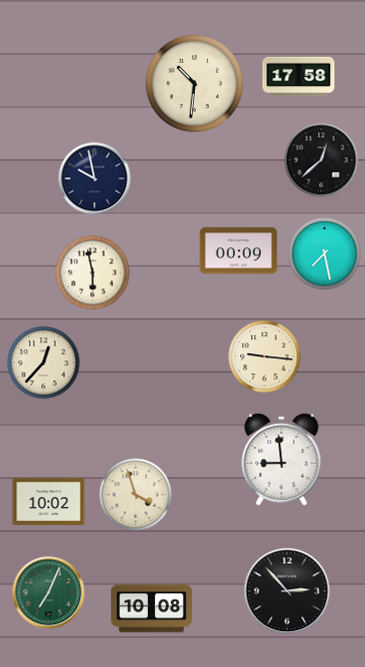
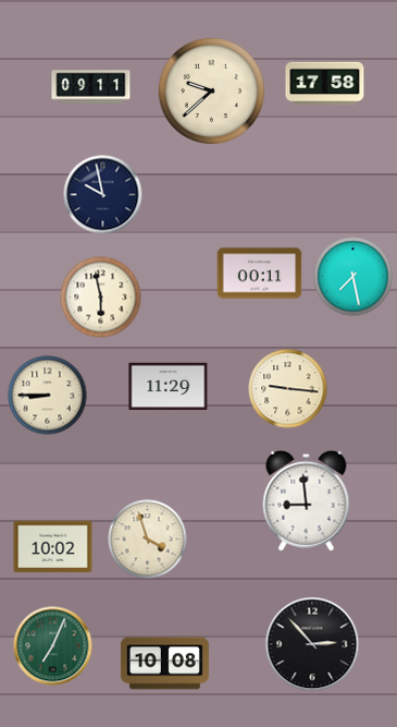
clock at (91, 87): none -> 09:11
clock at (194, 83): 10:31 -> 9:38
clock at (321, 160): 12:38 -> none
clock at (239, 251): 00:09 -> 00:11
clock at (169, 387): none -> 11:29
clock at (44, 363): 12:37 -> 8:45
